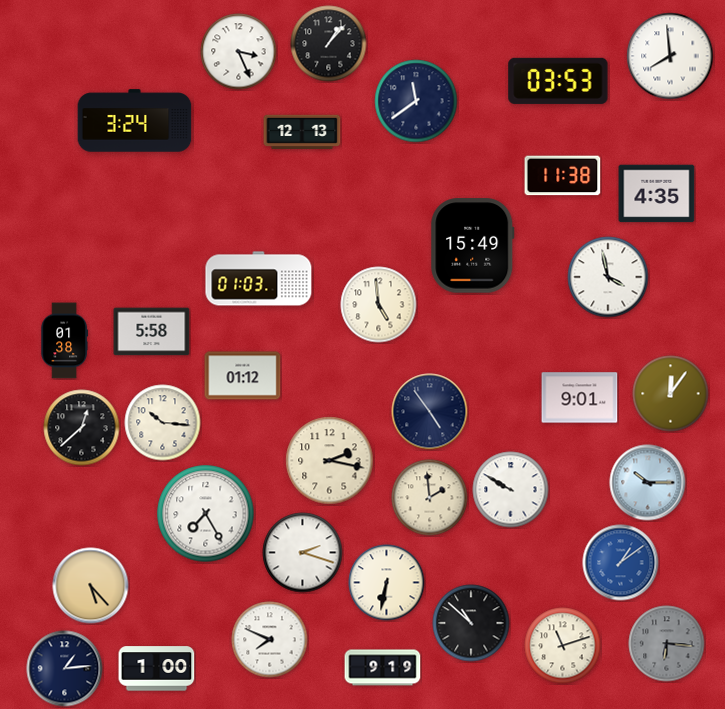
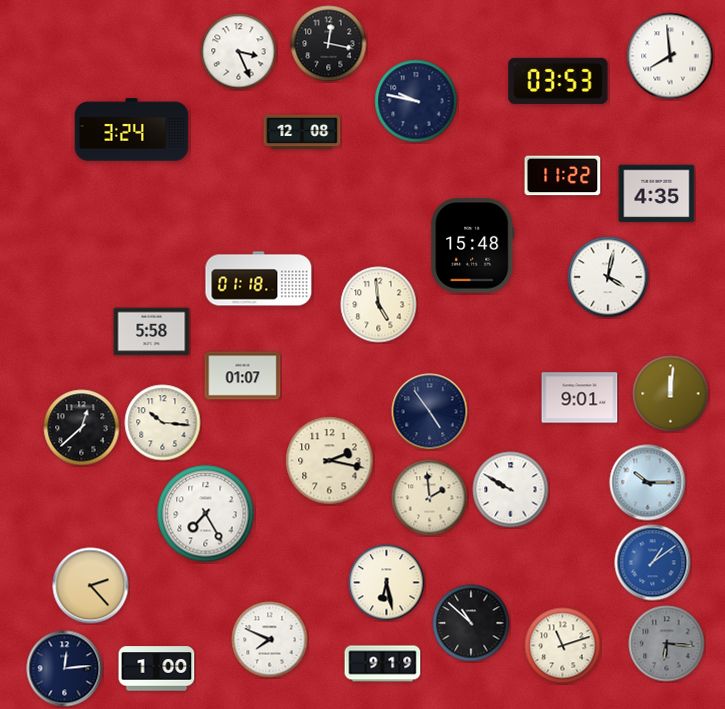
clock at (329, 44): 1:07 -> 12:17
clock at (416, 101): 11:39 -> 9:47
clock at (135, 121) position: (135, 121) -> (132, 130)
clock at (302, 131): 12:13 -> 12:08
clock at (563, 176): 11:38 -> 11:22
clock at (473, 246): 15:49 -> 15:48
clock at (608, 277): 3:58 -> 4:02
clock at (259, 279): 01:03 -> 01:18
clock at (64, 341): 01:38 -> none
clock at (243, 376): 01:12 -> 01:07
clock at (671, 394): 12:06 -> 12:01
clock at (303, 553): 2:18 -> none
clock at (621, 563) position: (621, 563) -> (653, 563)
clock at (387, 583): 6:32 -> 6:28
clock at (91, 586): 5:23 -> 2:23
clock at (383, 668) position: (383, 668) -> (383, 664)
clock at (65, 669): 1:14 -> 12:14
